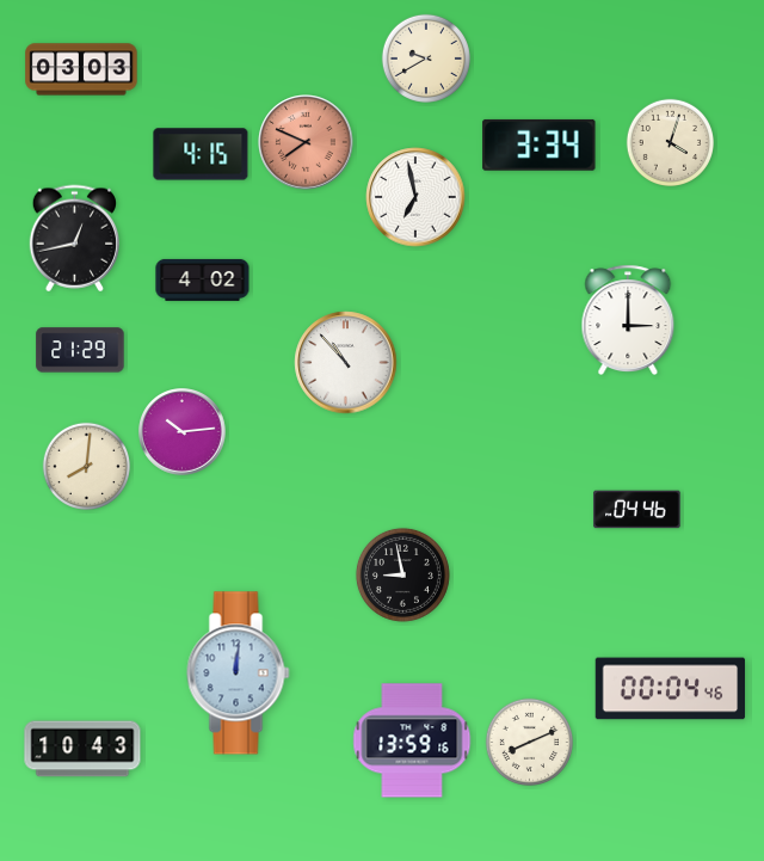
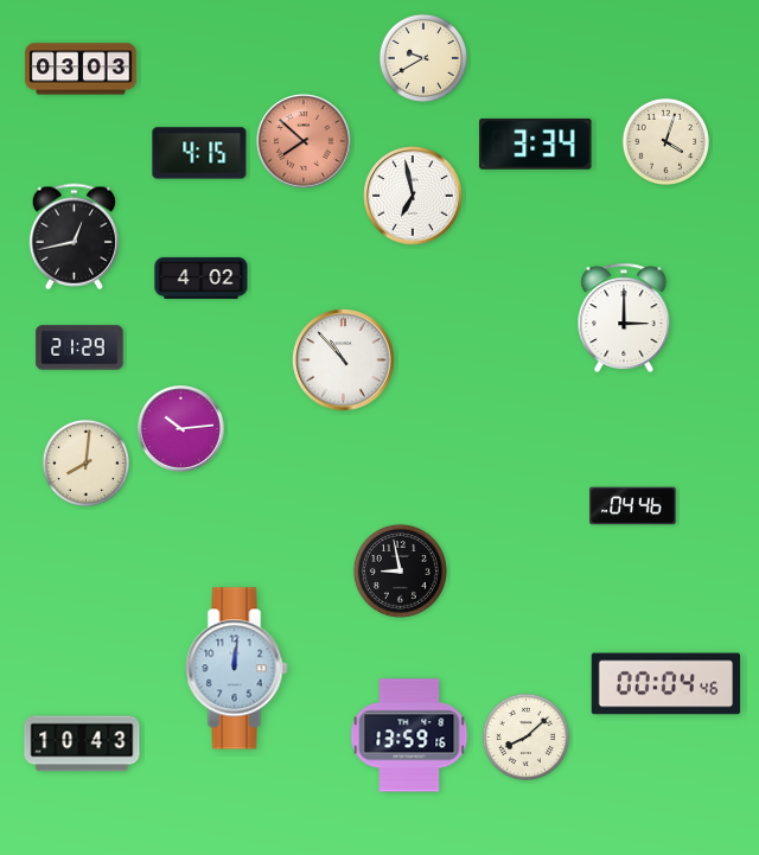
clock at (306, 142): 7:49 -> 7:52
clock at (529, 742): 8:11 -> 8:08
